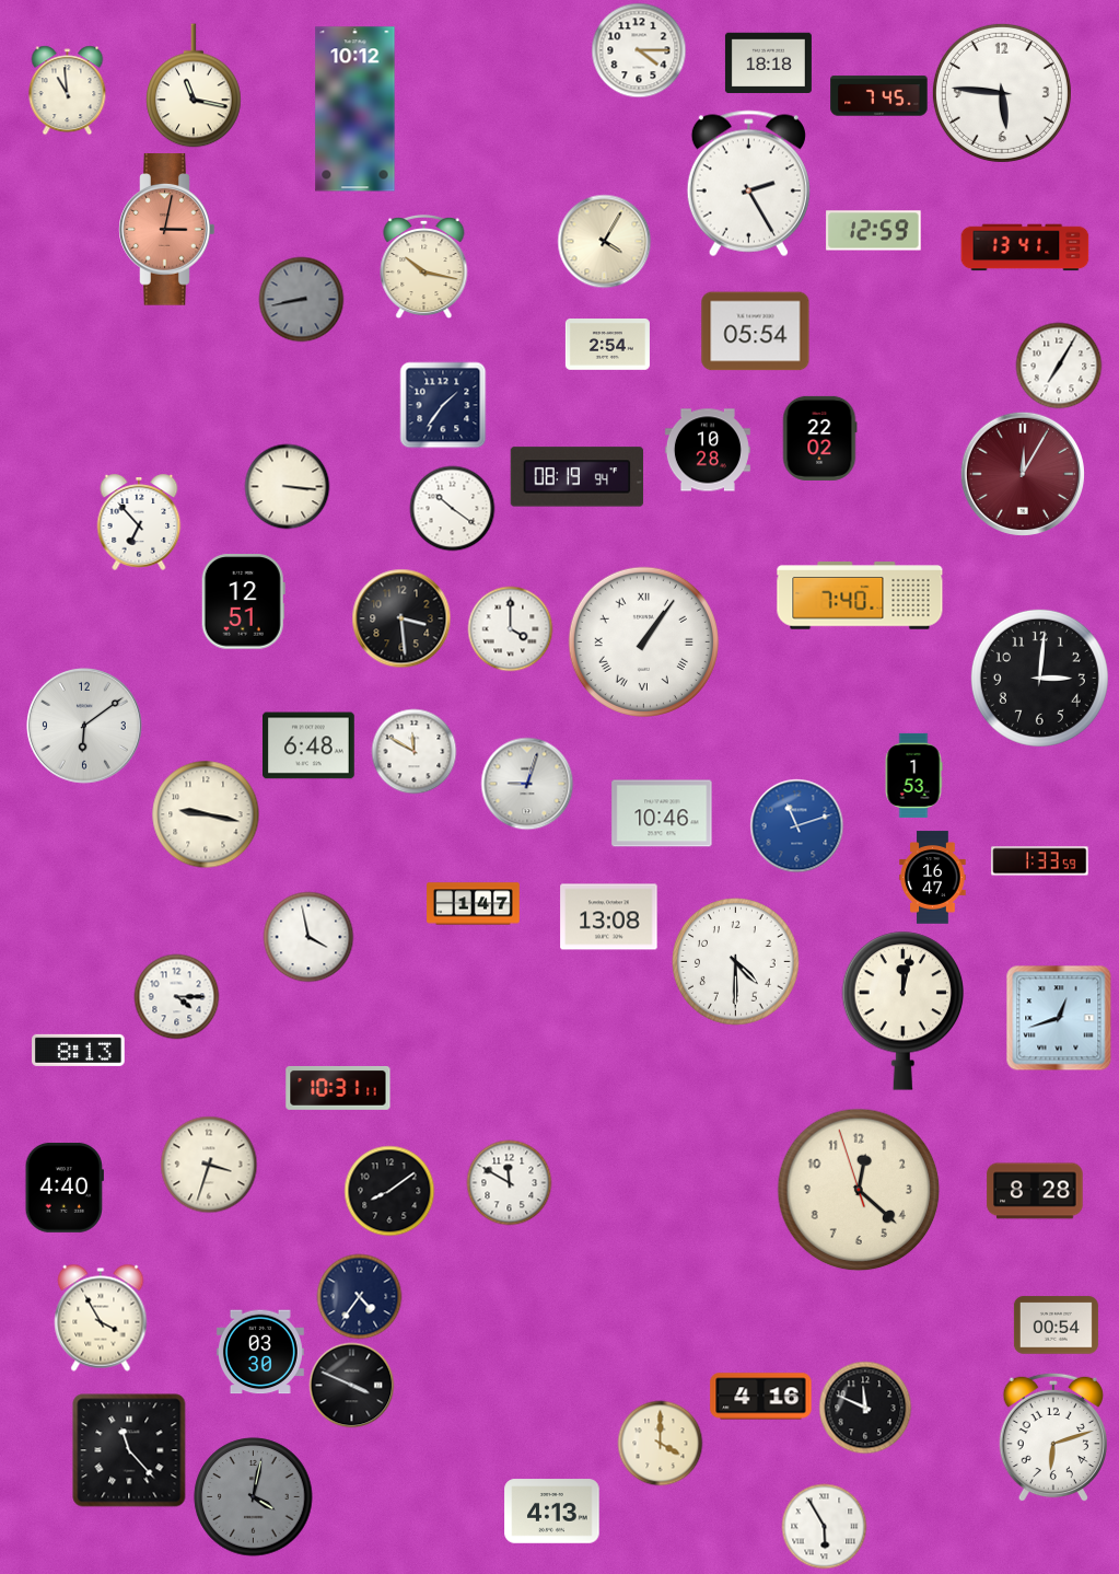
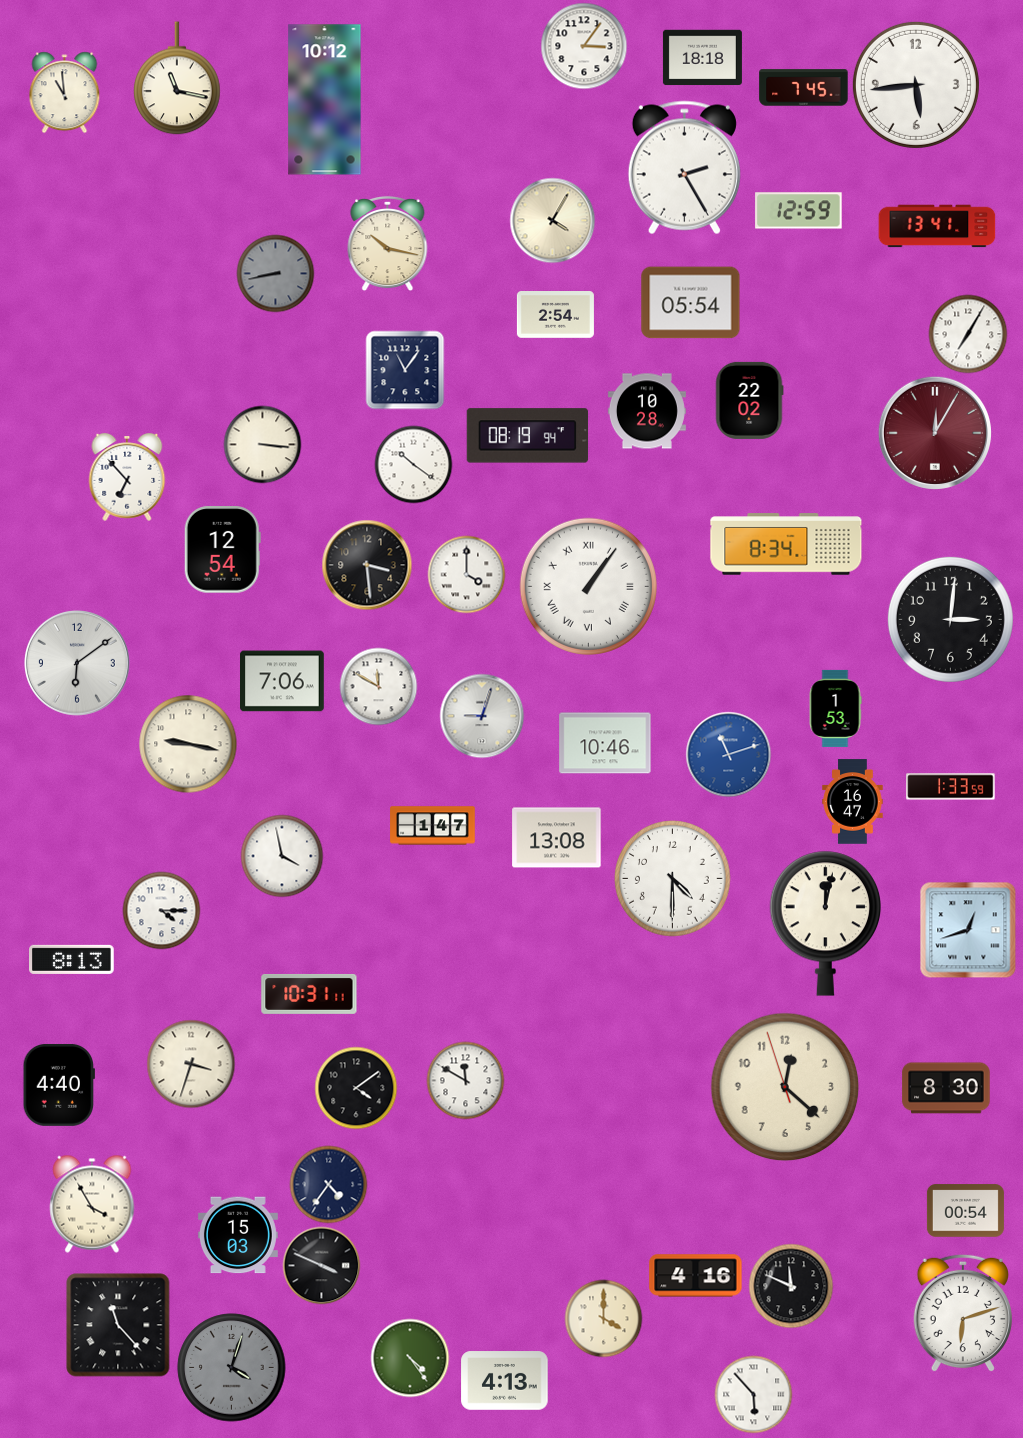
clock at (639, 50): 4:15 -> 3:06
clock at (68, 90) position: (68, 90) -> (65, 92)
clock at (1002, 93): 5:46 -> 5:44
clock at (167, 230): 3:02 -> none
clock at (443, 405): 1:36 -> 11:06
clock at (860, 595): 7:40 -> 8:34
clock at (243, 602): 12:51 -> 12:54
clock at (310, 745): 6:48 -> 7:06
clock at (389, 1191): 8:09 -> 4:09
clock at (1035, 1191): 8:28 -> 8:30
clock at (260, 1352): 03:30 -> 15:03
clock at (410, 1358): none -> 4:24
clock at (254, 1497): 4:02 -> 4:03
clock at (824, 1526): 5:55 -> 5:53
